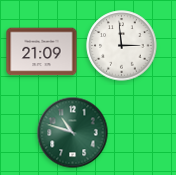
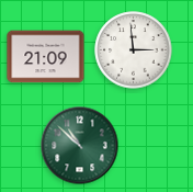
clock at (73, 133): 10:48 -> 10:52
